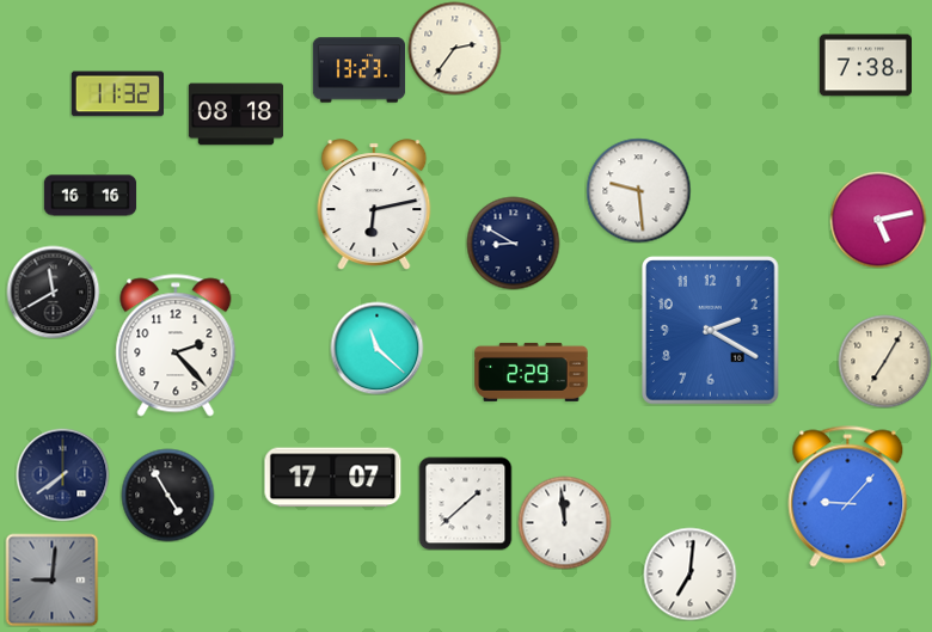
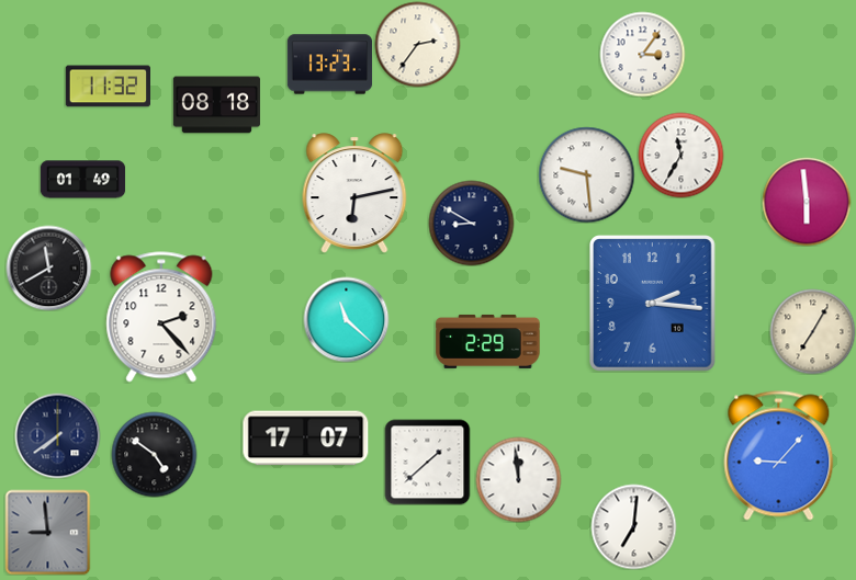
clock at (642, 54): none -> 3:06
clock at (865, 66): 7:38 -> none
clock at (680, 155): none -> 11:35
clock at (90, 196): 16:16 -> 01:49
clock at (374, 204) position: (374, 204) -> (354, 193)
clock at (878, 220): 5:13 -> 5:59
clock at (711, 331): 2:20 -> 2:16
clock at (167, 495): 4:55 -> 4:51
clock at (51, 579): 9:01 -> 8:59
